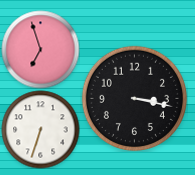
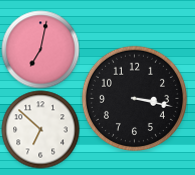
clock at (40, 49): 6:57 -> 7:02
clock at (40, 129): 6:33 -> 6:52
